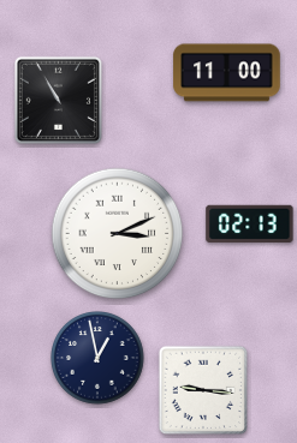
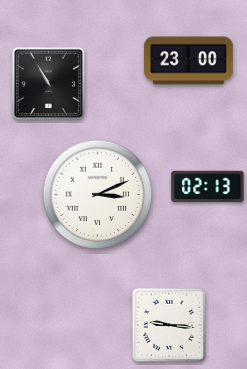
clock at (227, 73): 11:00 -> 23:00
clock at (97, 358): 12:58 -> none
